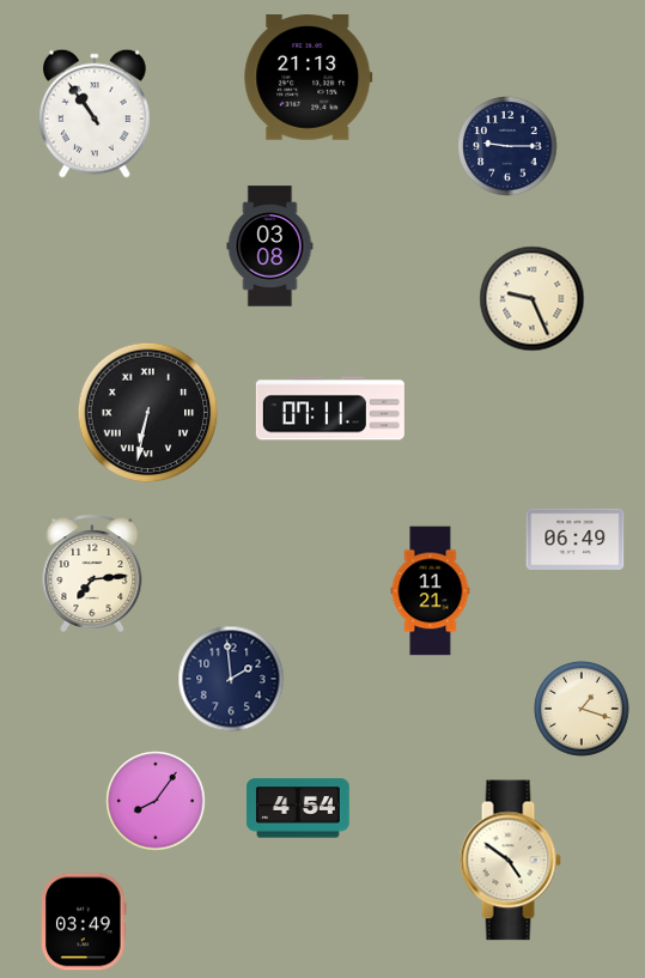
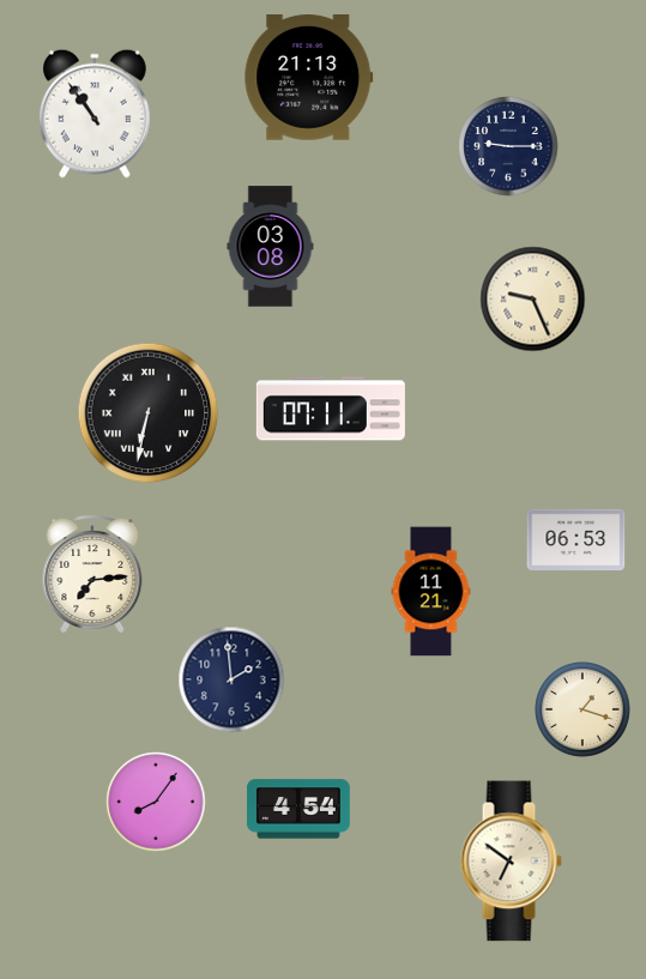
clock at (576, 539): 06:49 -> 06:53
clock at (510, 861): 4:51 -> 6:51
clock at (84, 922): 03:49 -> none
